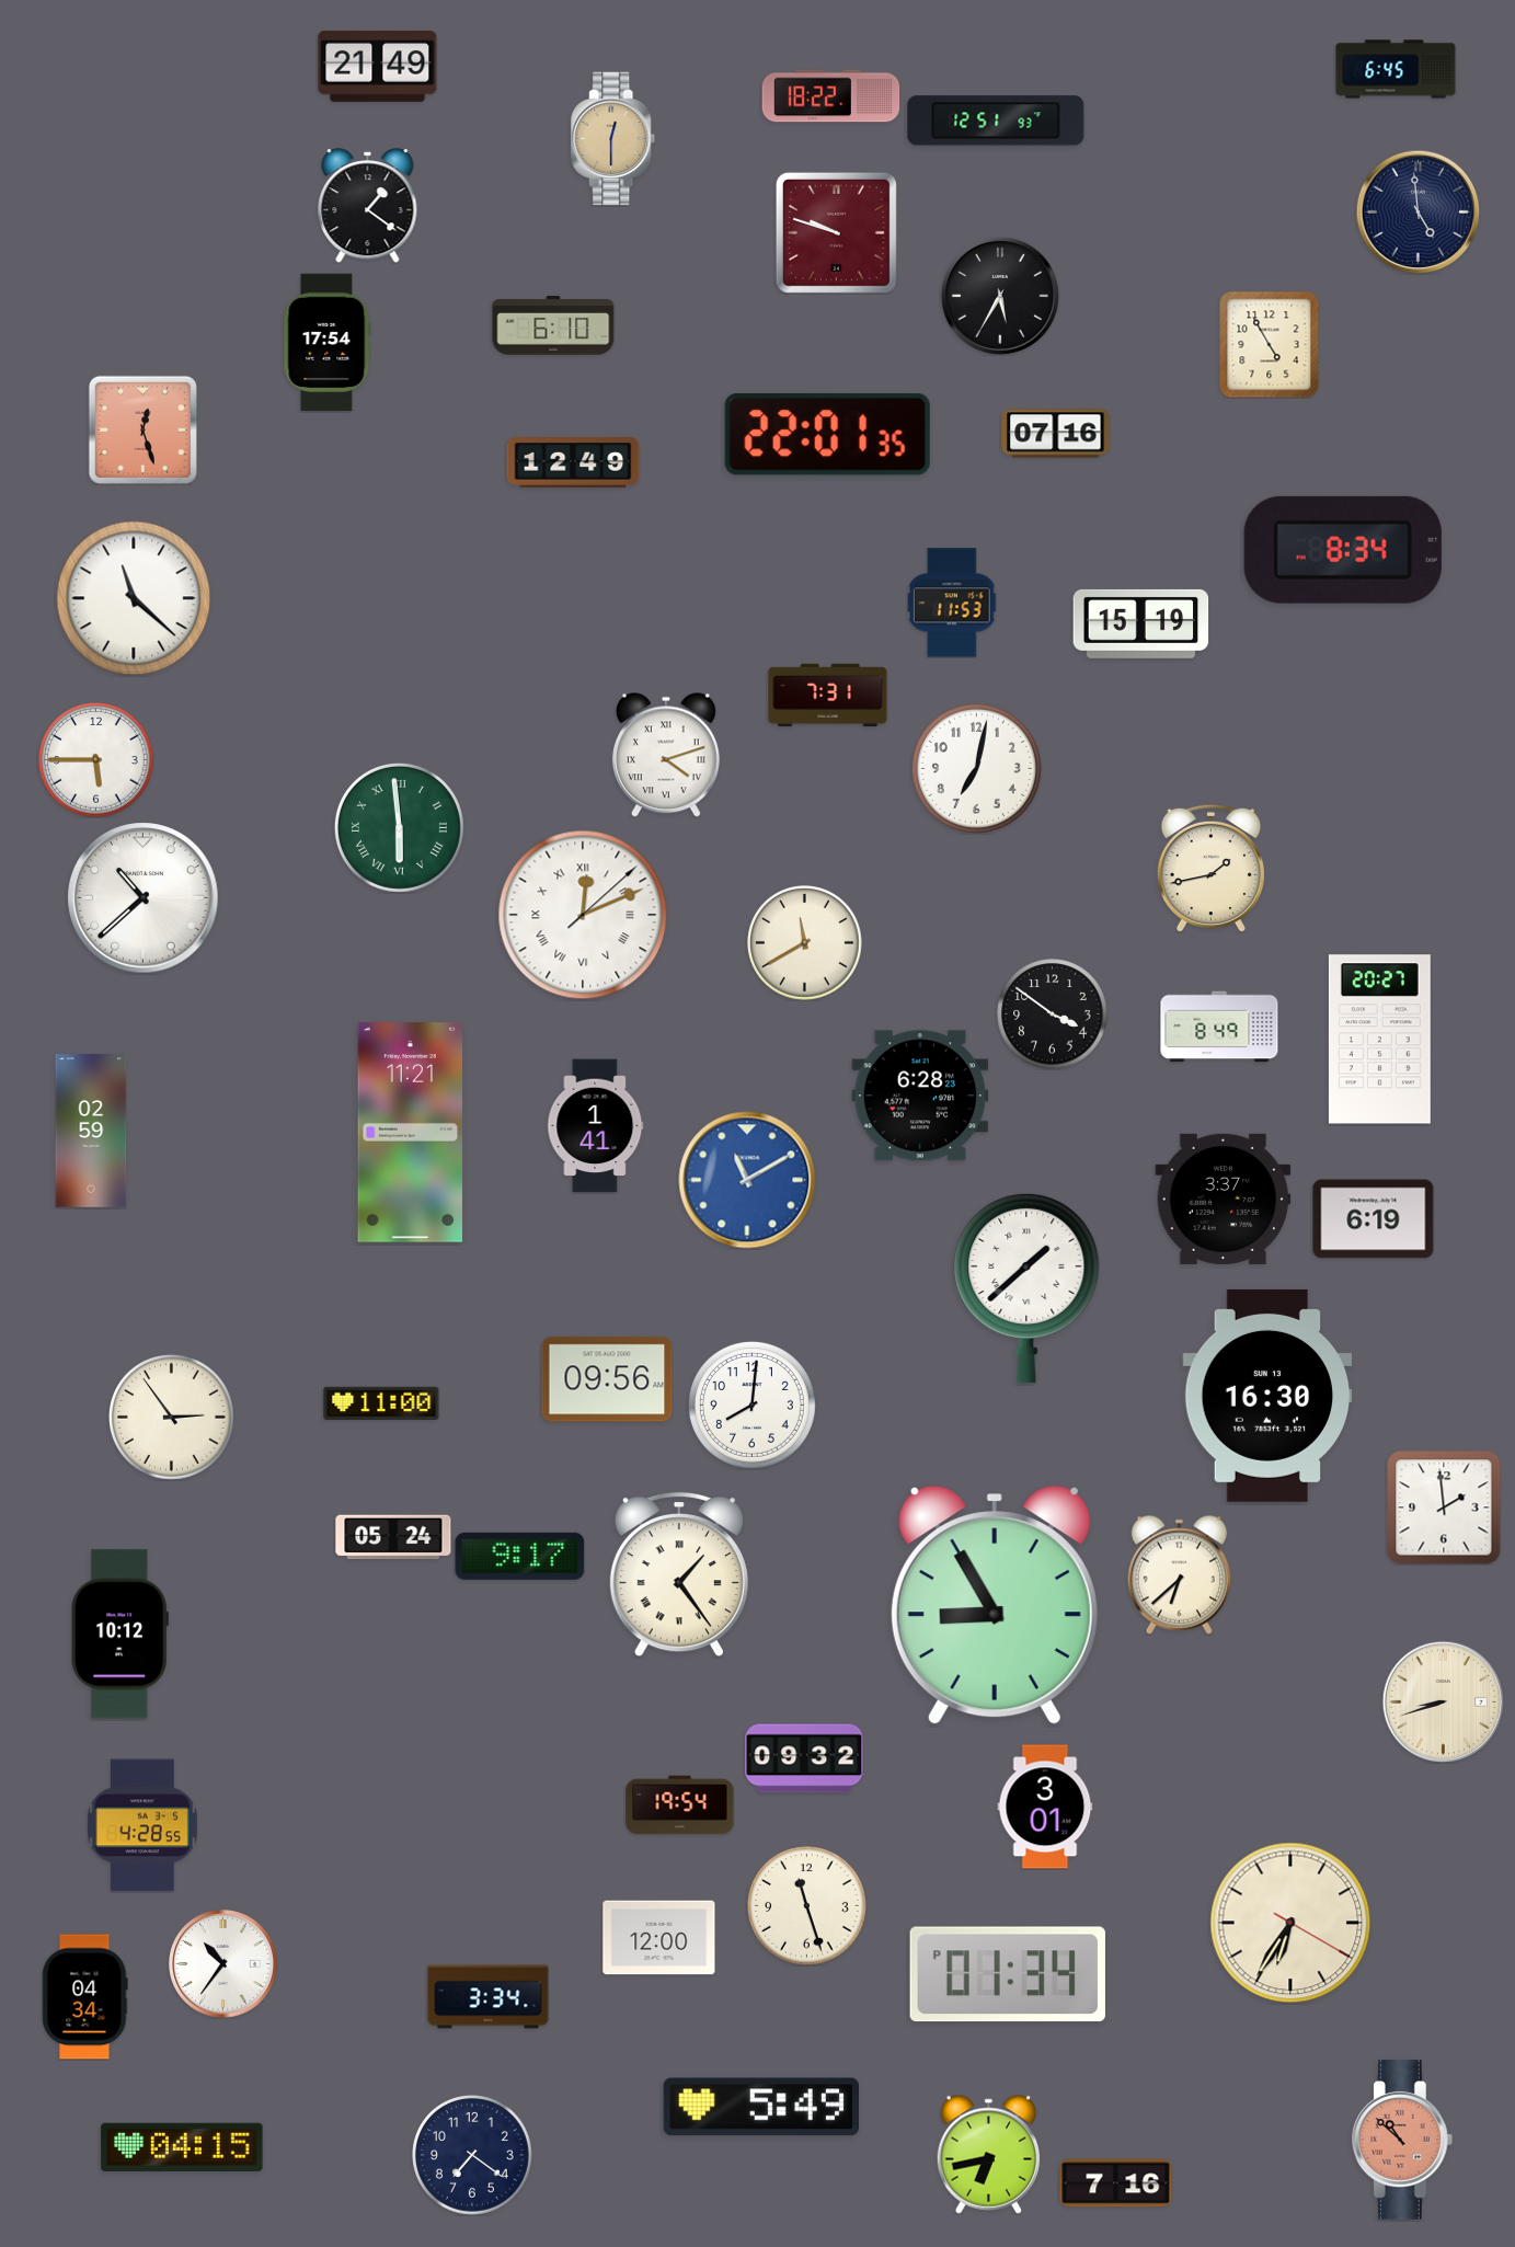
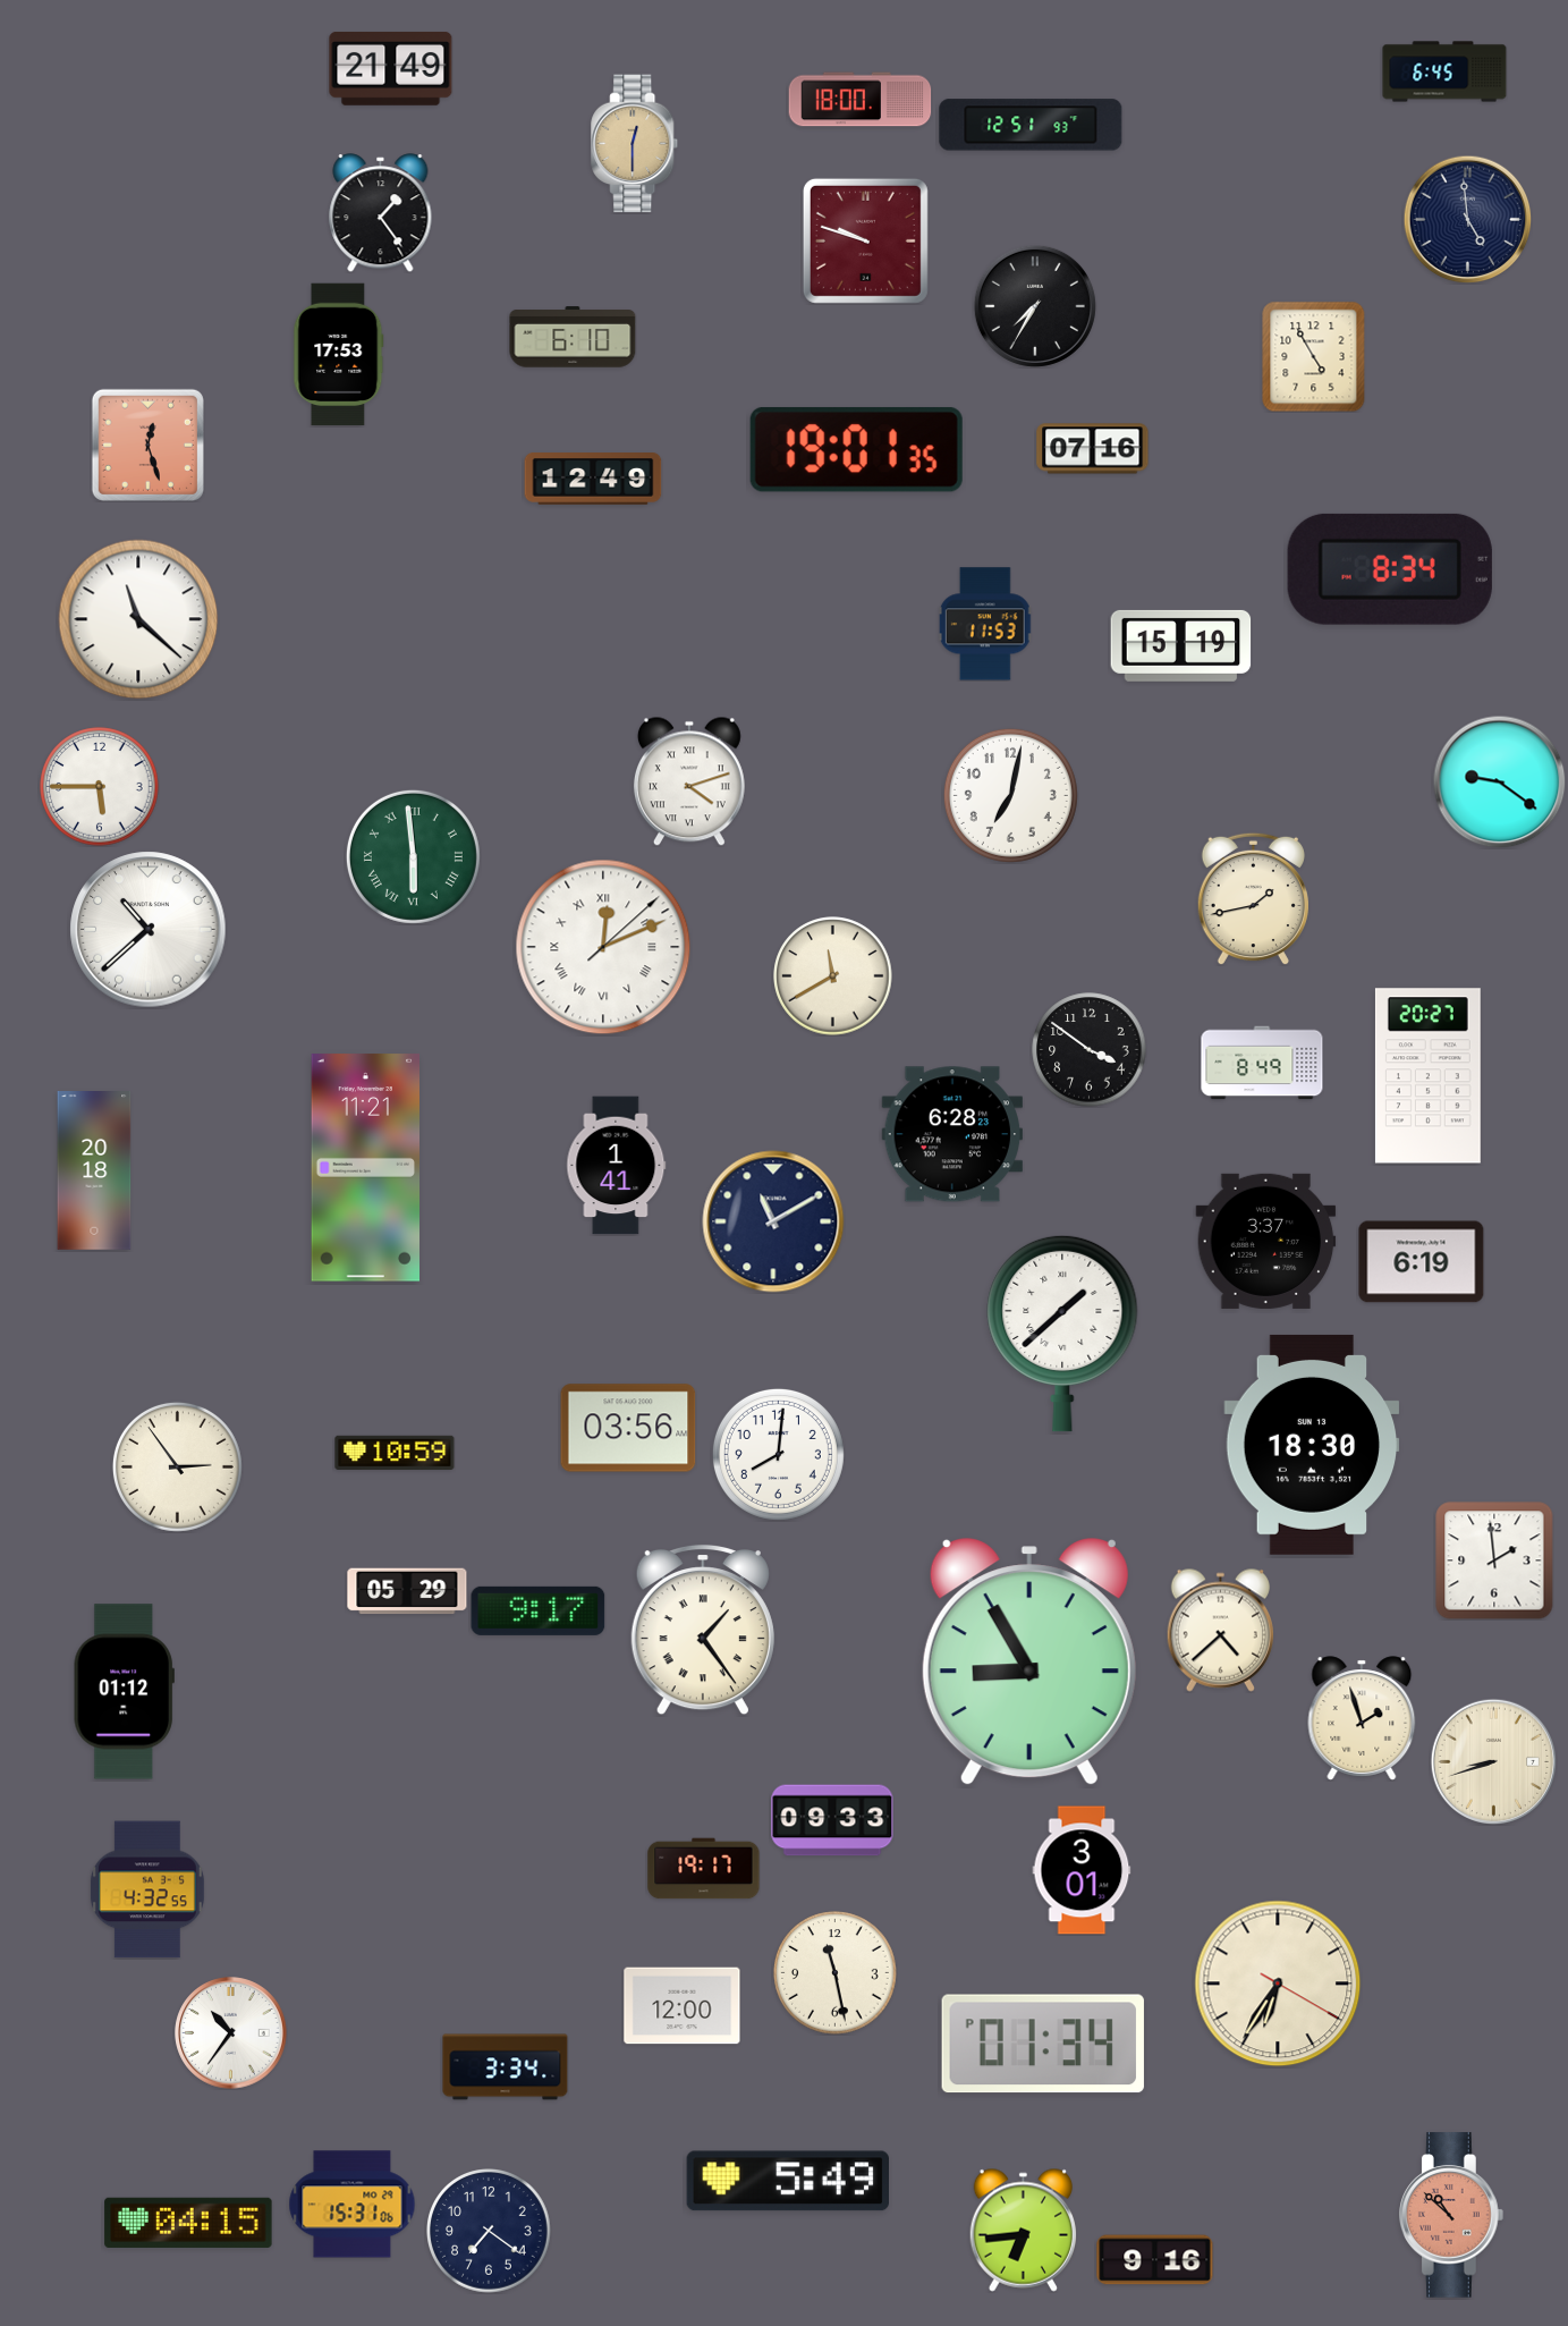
clock at (831, 96): 18:22 -> 18:00
clock at (368, 206): 1:21 -> 1:24
clock at (1000, 296): 5:35 -> 7:35
clock at (328, 343): 17:54 -> 17:53
clock at (827, 434): 22:01 -> 19:01
clock at (828, 696): 7:31 -> none
clock at (1499, 781): none -> 9:21
clock at (91, 1132): 02:59 -> 20:18
clock at (411, 1133) position: (411, 1133) -> (366, 1168)
clock at (747, 1180) dial: blue -> navy
clock at (607, 1379): 09:56 -> 03:56
clock at (1267, 1396): 16:30 -> 18:30
clock at (381, 1403): 11:00 -> 10:59
clock at (393, 1537): 05:24 -> 05:29
clock at (1179, 1574): 6:38 -> 4:38
clock at (119, 1635): 10:12 -> 01:12
clock at (1362, 1718): none -> 1:57
clock at (804, 1758): 09:32 -> 09:33
clock at (680, 1805): 19:54 -> 19:17
clock at (142, 1825): 4:28 -> 4:32
clock at (807, 1906): 11:27 -> 11:28
clock at (1290, 1923) position: (1290, 1923) -> (1278, 1984)
clock at (85, 1997): 04:34 -> none
clock at (353, 2205): none -> 15:31
clock at (988, 2154): 6:43 -> 6:44
clock at (1116, 2183): 7:16 -> 9:16
